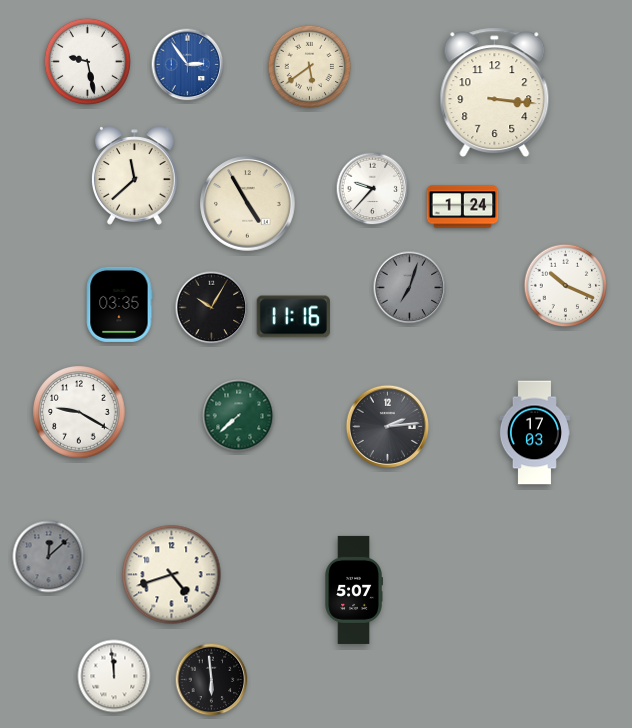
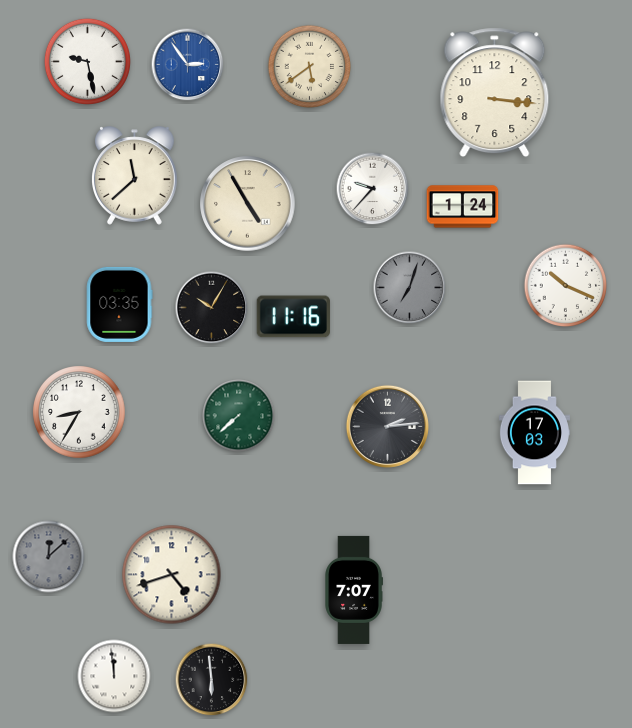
clock at (79, 412): 9:20 -> 8:35
clock at (354, 590): 5:07 -> 7:07
